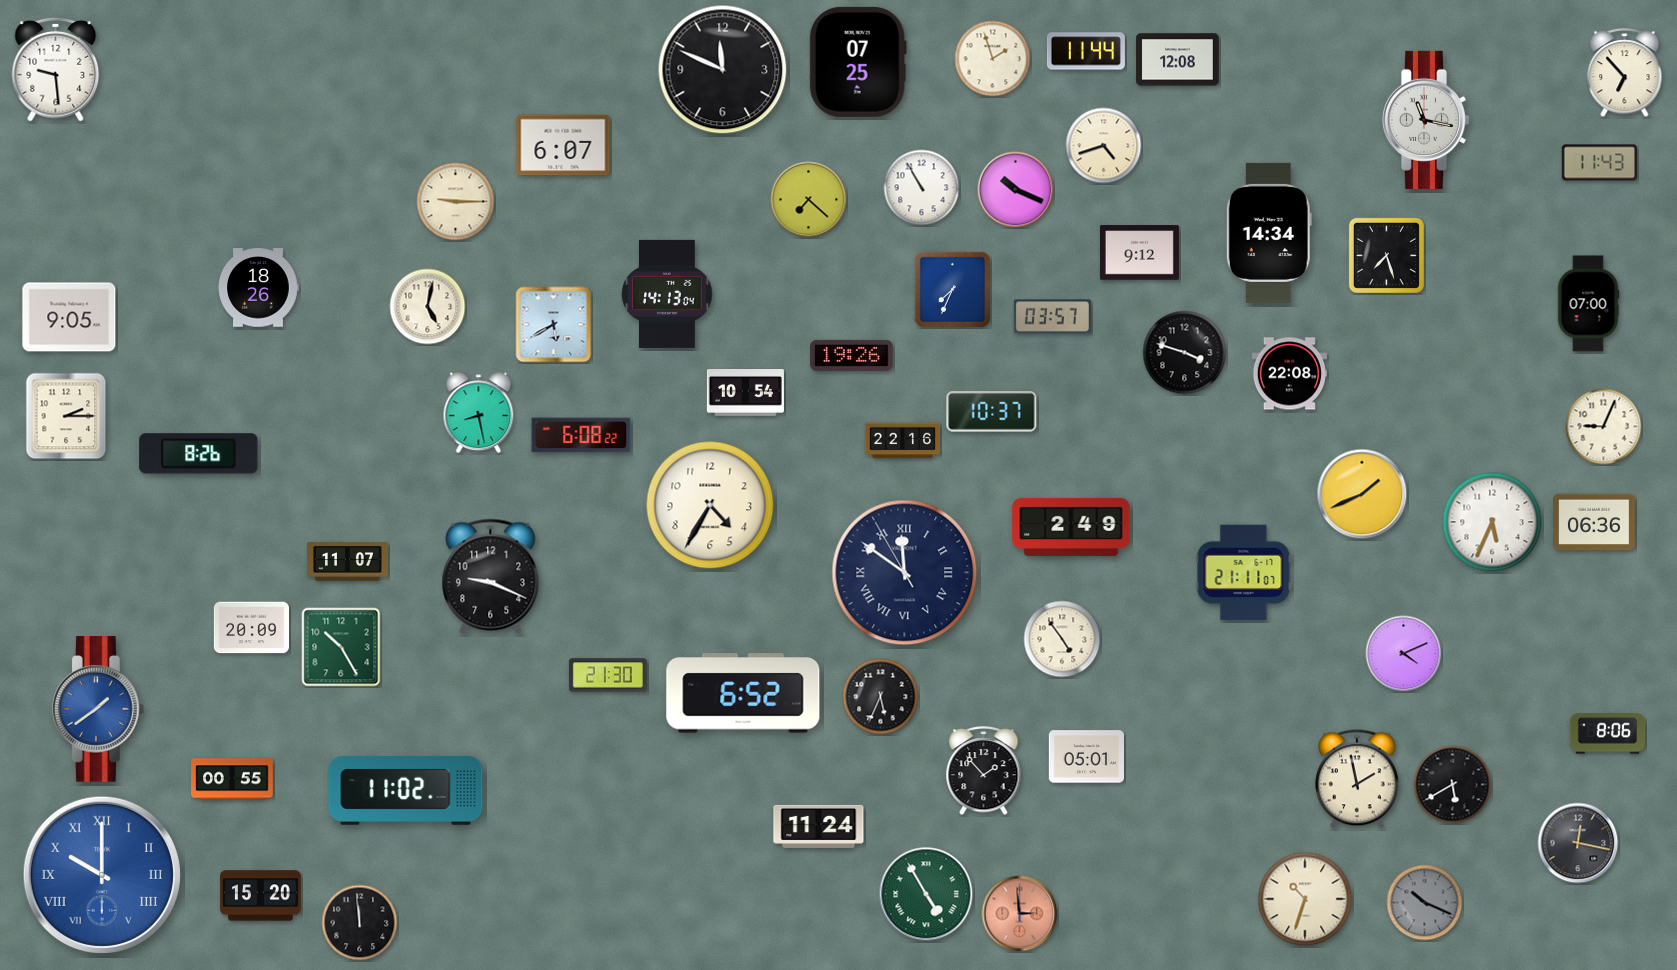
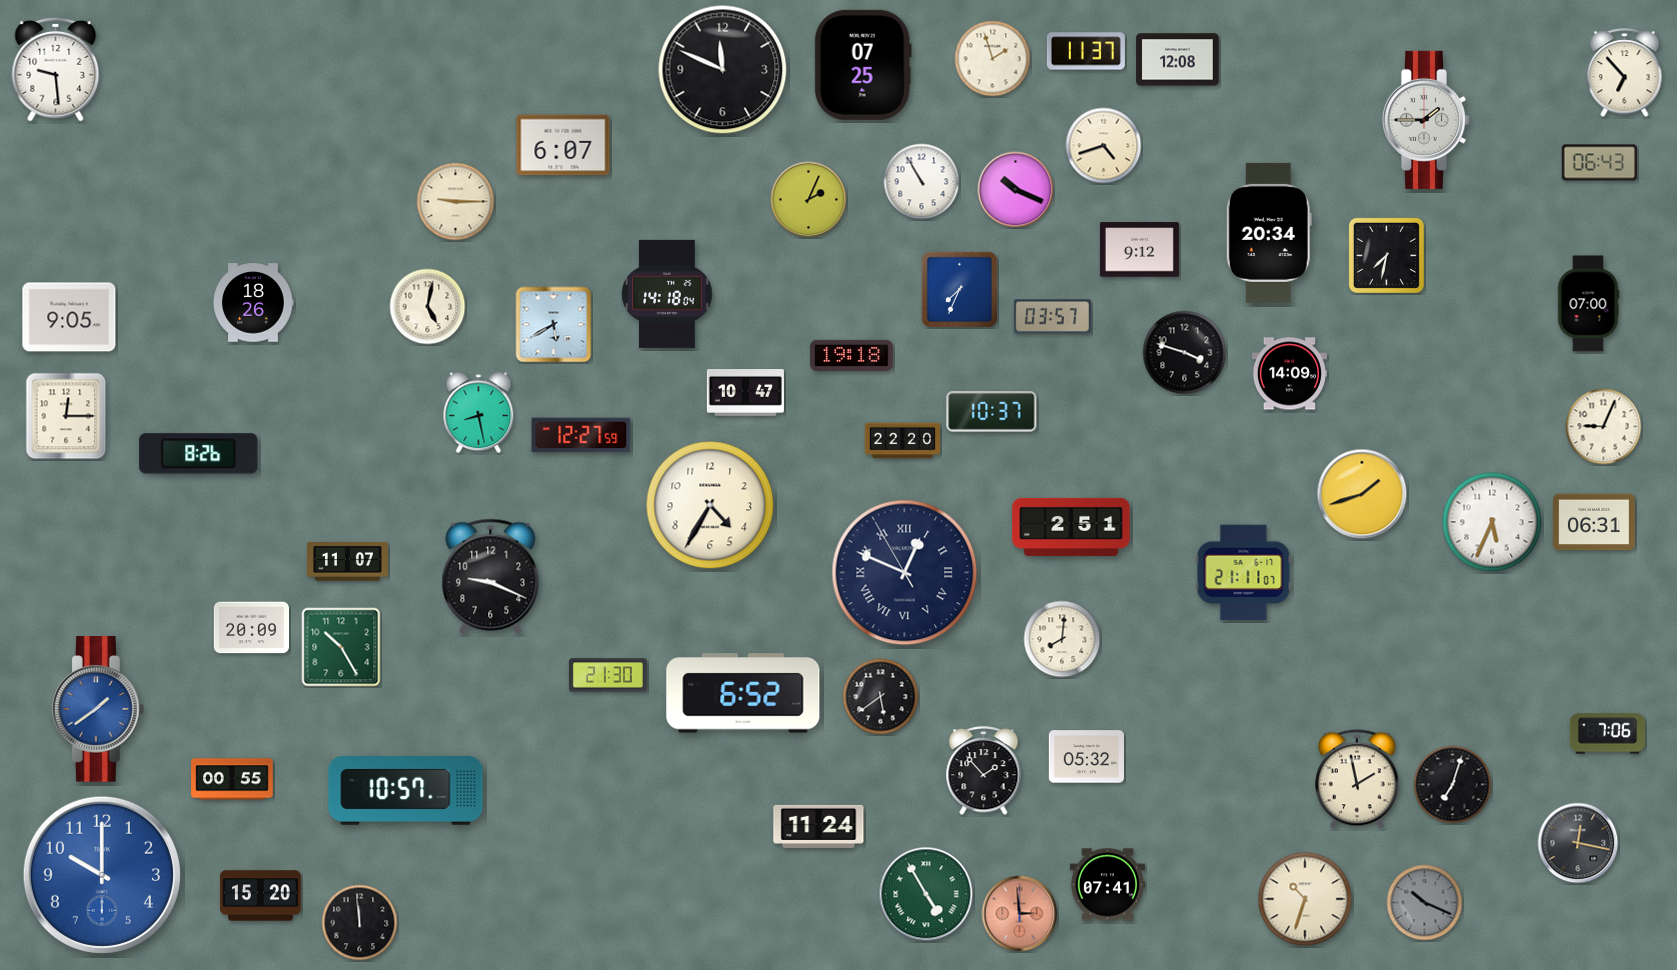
clock at (1086, 51): 11:44 -> 11:37
clock at (858, 62) position: (858, 62) -> (863, 65)
clock at (1425, 120): 11:17 -> 1:45
clock at (1599, 163): 11:43 -> 06:43
clock at (922, 188) position: (922, 188) -> (922, 182)
clock at (809, 200): 7:22 -> 2:04
clock at (1269, 233): 14:34 -> 20:34
clock at (1139, 253) position: (1139, 253) -> (1139, 250)
clock at (1386, 255): 7:27 -> 7:32
clock at (258, 288) position: (258, 288) -> (253, 303)
clock at (952, 289) position: (952, 289) -> (959, 289)
clock at (667, 294): 14:13 -> 14:18
clock at (852, 355): 19:26 -> 19:18
clock at (1289, 374): 22:08 -> 14:09
clock at (745, 393): 10:54 -> 10:47
clock at (66, 416): 2:15 -> 12:15
clock at (581, 435): 6:08 -> 12:27
clock at (903, 441): 22:16 -> 22:20
clock at (1362, 494): 1:41 -> 1:42
clock at (1594, 522): 06:36 -> 06:31
clock at (1071, 527): 2:49 -> 2:51
clock at (905, 573): 11:50 -> 12:48
clock at (1062, 639): 4:54 -> 8:01
clock at (1404, 654): 4:11 -> none
clock at (881, 697): 5:34 -> 5:39
clock at (1607, 734): 8:06 -> 7:06
clock at (1086, 757): 05:01 -> 05:32
clock at (1453, 785): 5:40 -> 7:03
clock at (406, 791): 11:02 -> 10:57
clock at (102, 875) numerals: Roman -> Arabic
clock at (1107, 885): none -> 07:41
